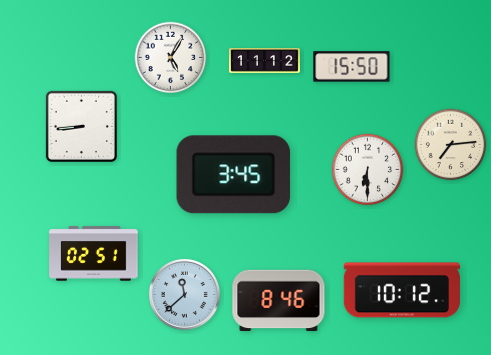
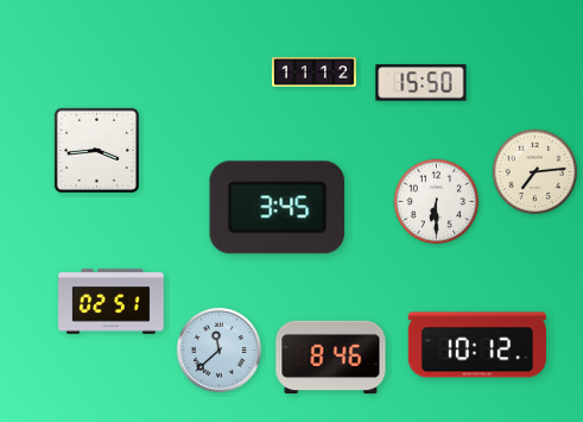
clock at (171, 58): 5:05 -> none
clock at (352, 67) position: (352, 67) -> (422, 83)
clock at (81, 126): 8:44 -> 3:44
